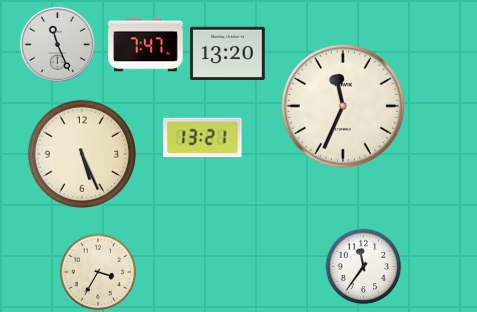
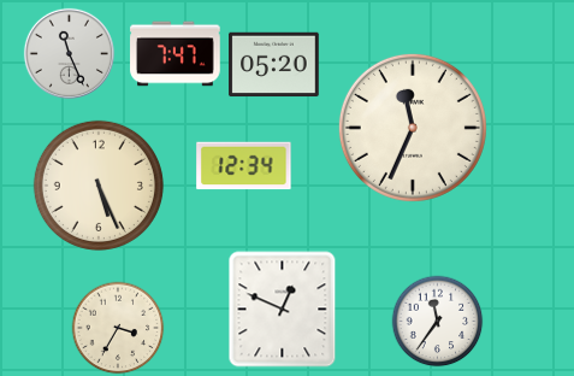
clock at (228, 54): 13:20 -> 05:20
clock at (203, 138): 13:21 -> 12:34
clock at (283, 310): none -> 12:49
